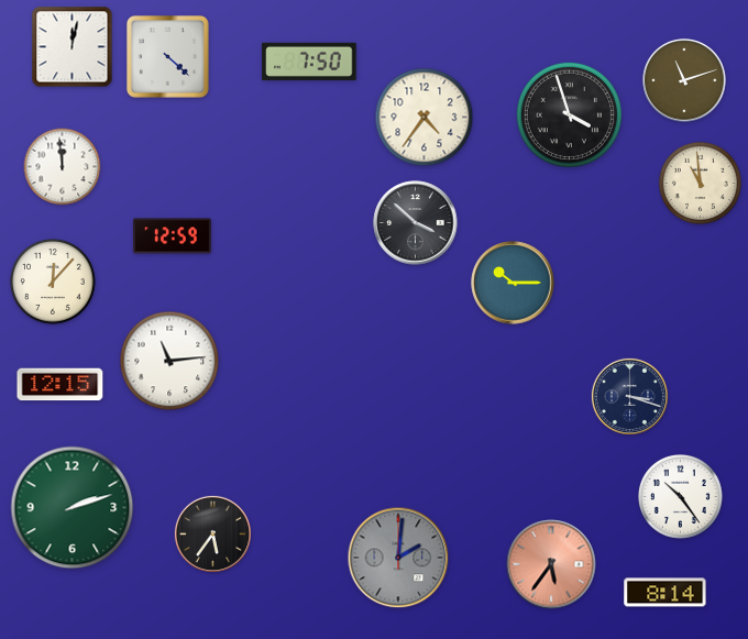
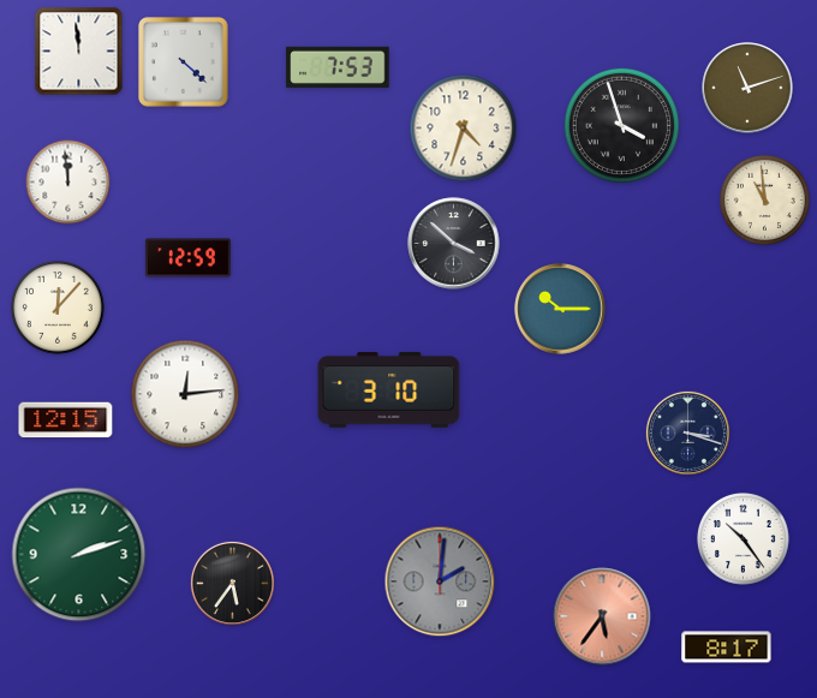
clock at (73, 47): 12:02 -> 11:59
clock at (309, 62): 7:50 -> 7:53
clock at (425, 118): 4:36 -> 4:33
clock at (389, 390): none -> 3:10
clock at (169, 361): 11:14 -> 12:14
clock at (681, 497) position: (681, 497) -> (744, 539)
clock at (398, 558) position: (398, 558) -> (440, 581)
clock at (665, 593): 8:14 -> 8:17
